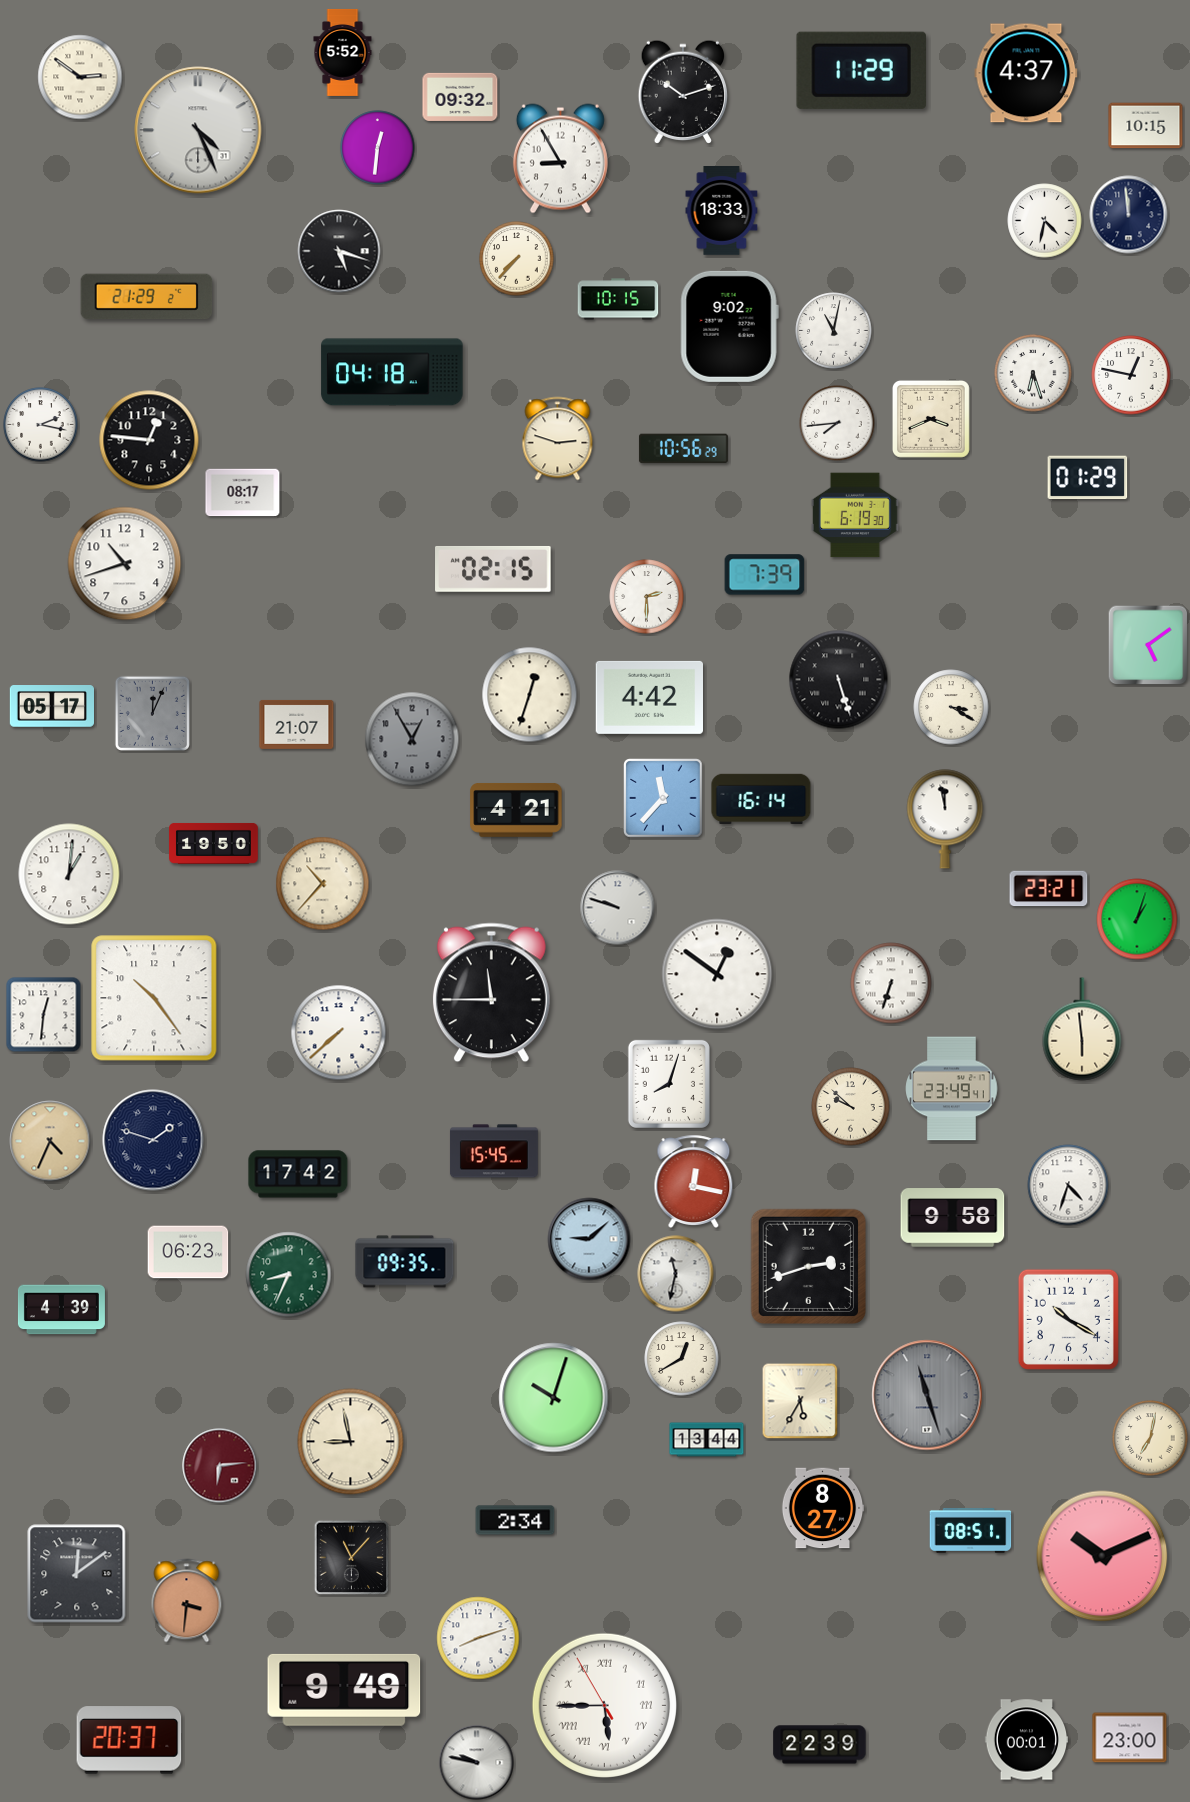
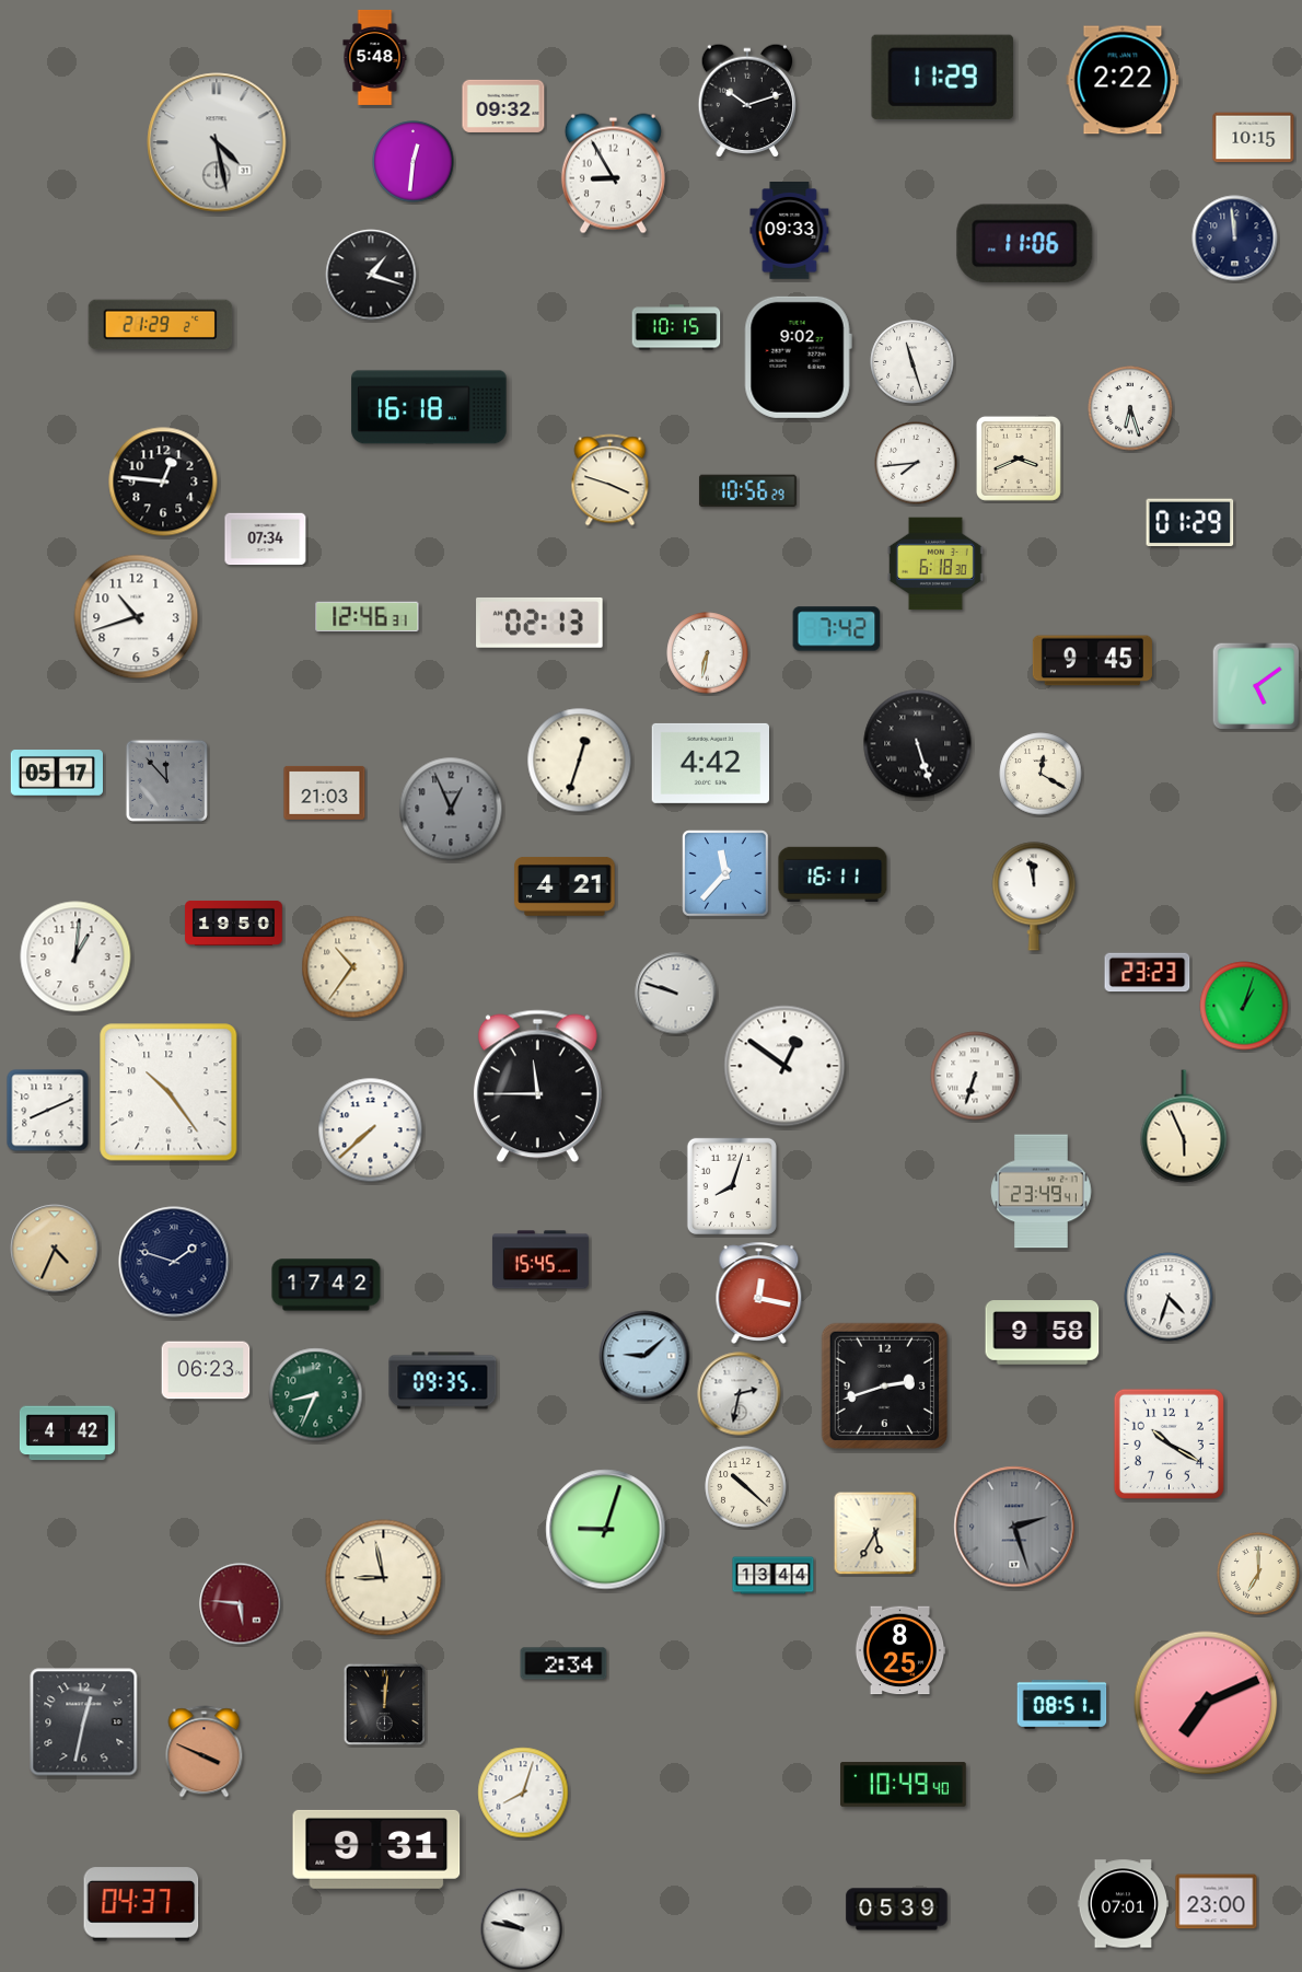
clock at (343, 52): 5:52 -> 5:48
clock at (1026, 73): 4:37 -> 2:22
clock at (80, 77): 2:51 -> none
clock at (198, 130): 4:26 -> 4:28
clock at (722, 211): 18:33 -> 09:33
clock at (1129, 215) position: (1129, 215) -> (1235, 239)
clock at (1045, 221): 4:32 -> none
clock at (1025, 244): none -> 11:06
clock at (339, 251): 5:18 -> 1:18
clock at (517, 259): 7:37 -> none
clock at (834, 331): 11:02 -> 11:27
clock at (392, 372): 04:18 -> 16:18
clock at (1131, 375): 12:47 -> none
clock at (41, 425): 2:17 -> none
clock at (558, 439): 2:48 -> 3:48
clock at (243, 493): 08:17 -> 07:34
clock at (855, 515): 6:19 -> 6:18
clock at (368, 617): none -> 12:46
clock at (493, 569): 02:15 -> 02:13
clock at (765, 575): 7:39 -> 7:42
clock at (647, 597): 2:30 -> 6:32
clock at (1092, 661): none -> 9:45
clock at (1148, 645) position: (1148, 645) -> (1256, 686)
clock at (951, 707): 3:20 -> 12:20
clock at (152, 713): 12:04 -> 11:53
clock at (297, 724): 21:07 -> 21:03
clock at (412, 739): 12:55 -> 12:56
clock at (761, 798): 16:14 -> 16:11
clock at (323, 884): 10:37 -> 10:36
clock at (1049, 889): 23:21 -> 23:23
clock at (44, 1015): 12:31 -> 8:11
clock at (1082, 1029): 5:59 -> 5:56
clock at (851, 1107): 9:52 -> none
clock at (153, 1140) position: (153, 1140) -> (174, 1262)
clock at (676, 1274): 11:32 -> 2:32
clock at (61, 1310): 4:39 -> 4:42
clock at (682, 1359): 12:40 -> 10:22
clock at (927, 1395): 11:27 -> 2:27
clock at (554, 1398): 10:03 -> 9:03
clock at (1150, 1438): 7:02 -> 7:00
clock at (220, 1466): 6:14 -> 5:46
clock at (823, 1508): 8:27 -> 8:25
clock at (971, 1530) position: (971, 1530) -> (1062, 1704)
clock at (1102, 1556): 10:11 -> 7:11
clock at (351, 1557): 11:07 -> 12:01
clock at (77, 1574): 12:09 -> 12:32
clock at (187, 1601): 3:31 -> 3:49
clock at (904, 1785): none -> 10:49
clock at (478, 1638): 8:12 -> 8:03
clock at (344, 1690): 9:49 -> 9:31
clock at (604, 1705): 5:44 -> none
clock at (1130, 1738) position: (1130, 1738) -> (1217, 1902)
clock at (129, 1740): 20:37 -> 04:37
clock at (1027, 1740): 00:01 -> 07:01
clock at (820, 1745): 22:39 -> 05:39
